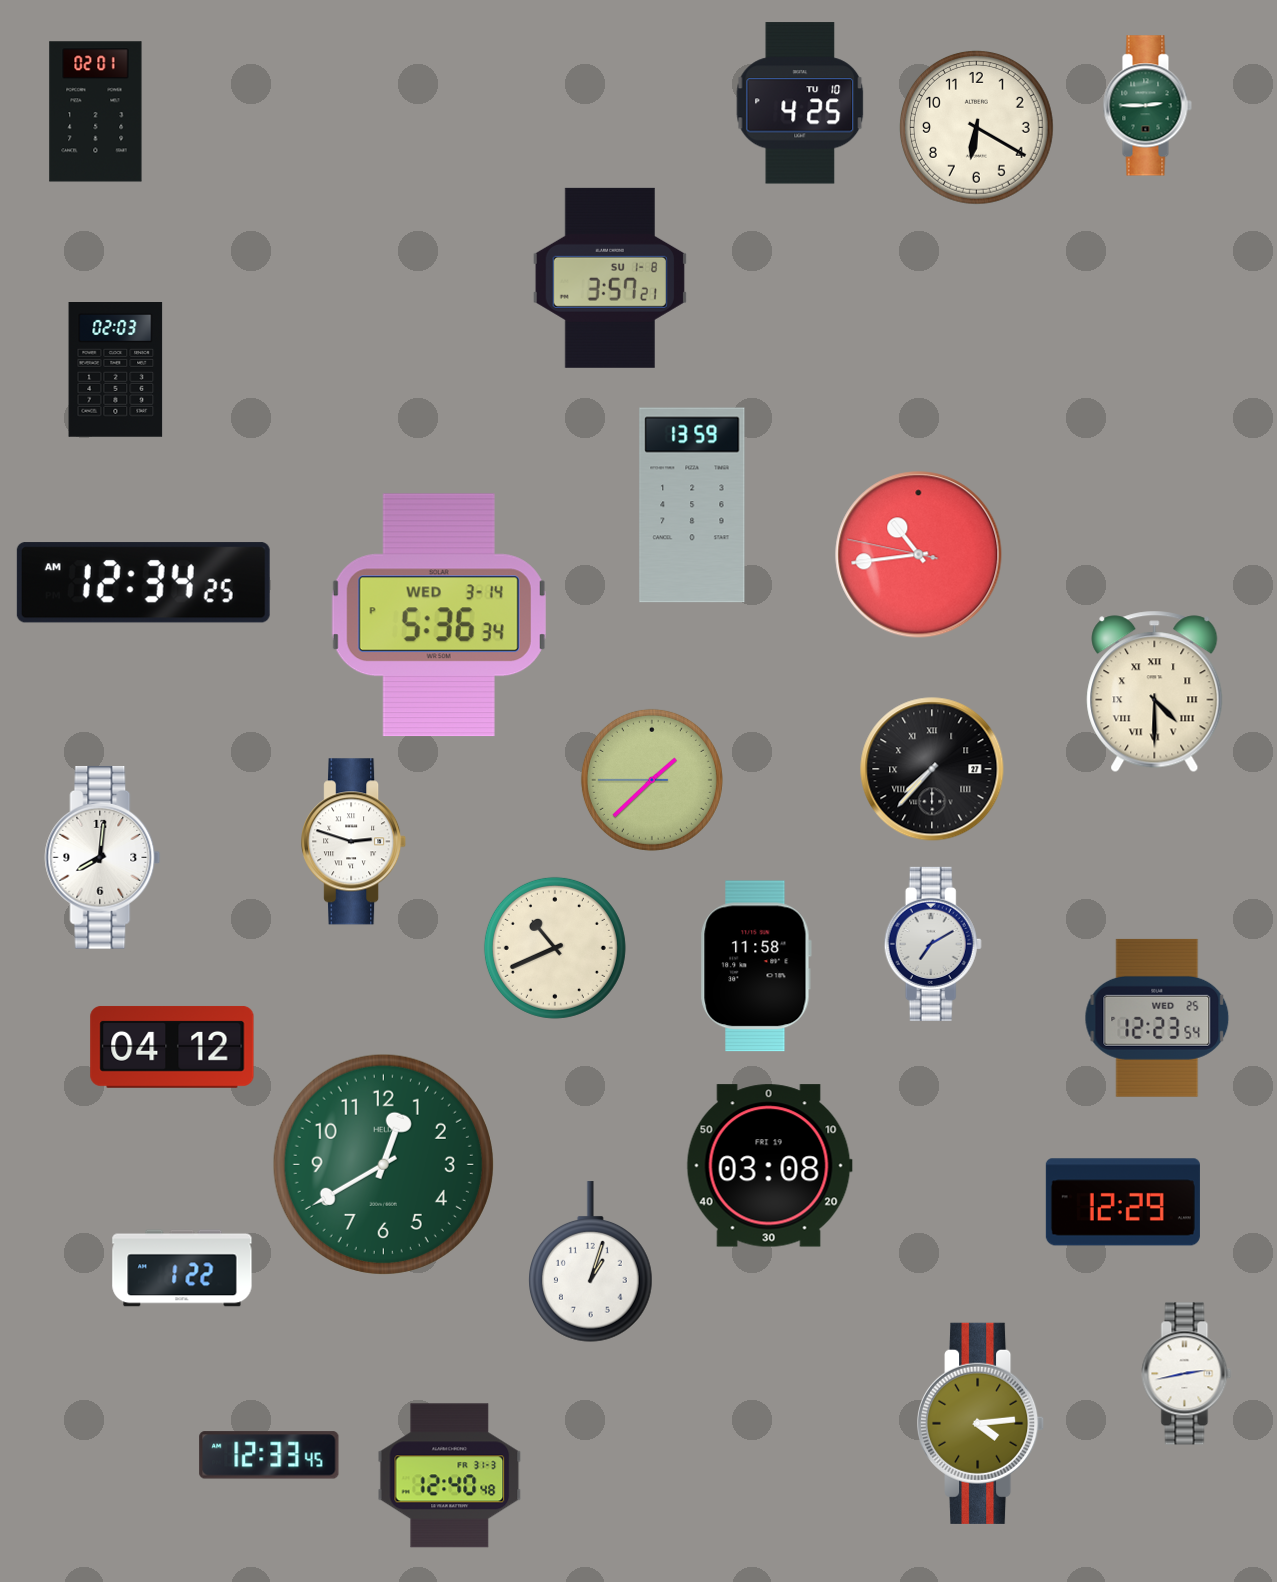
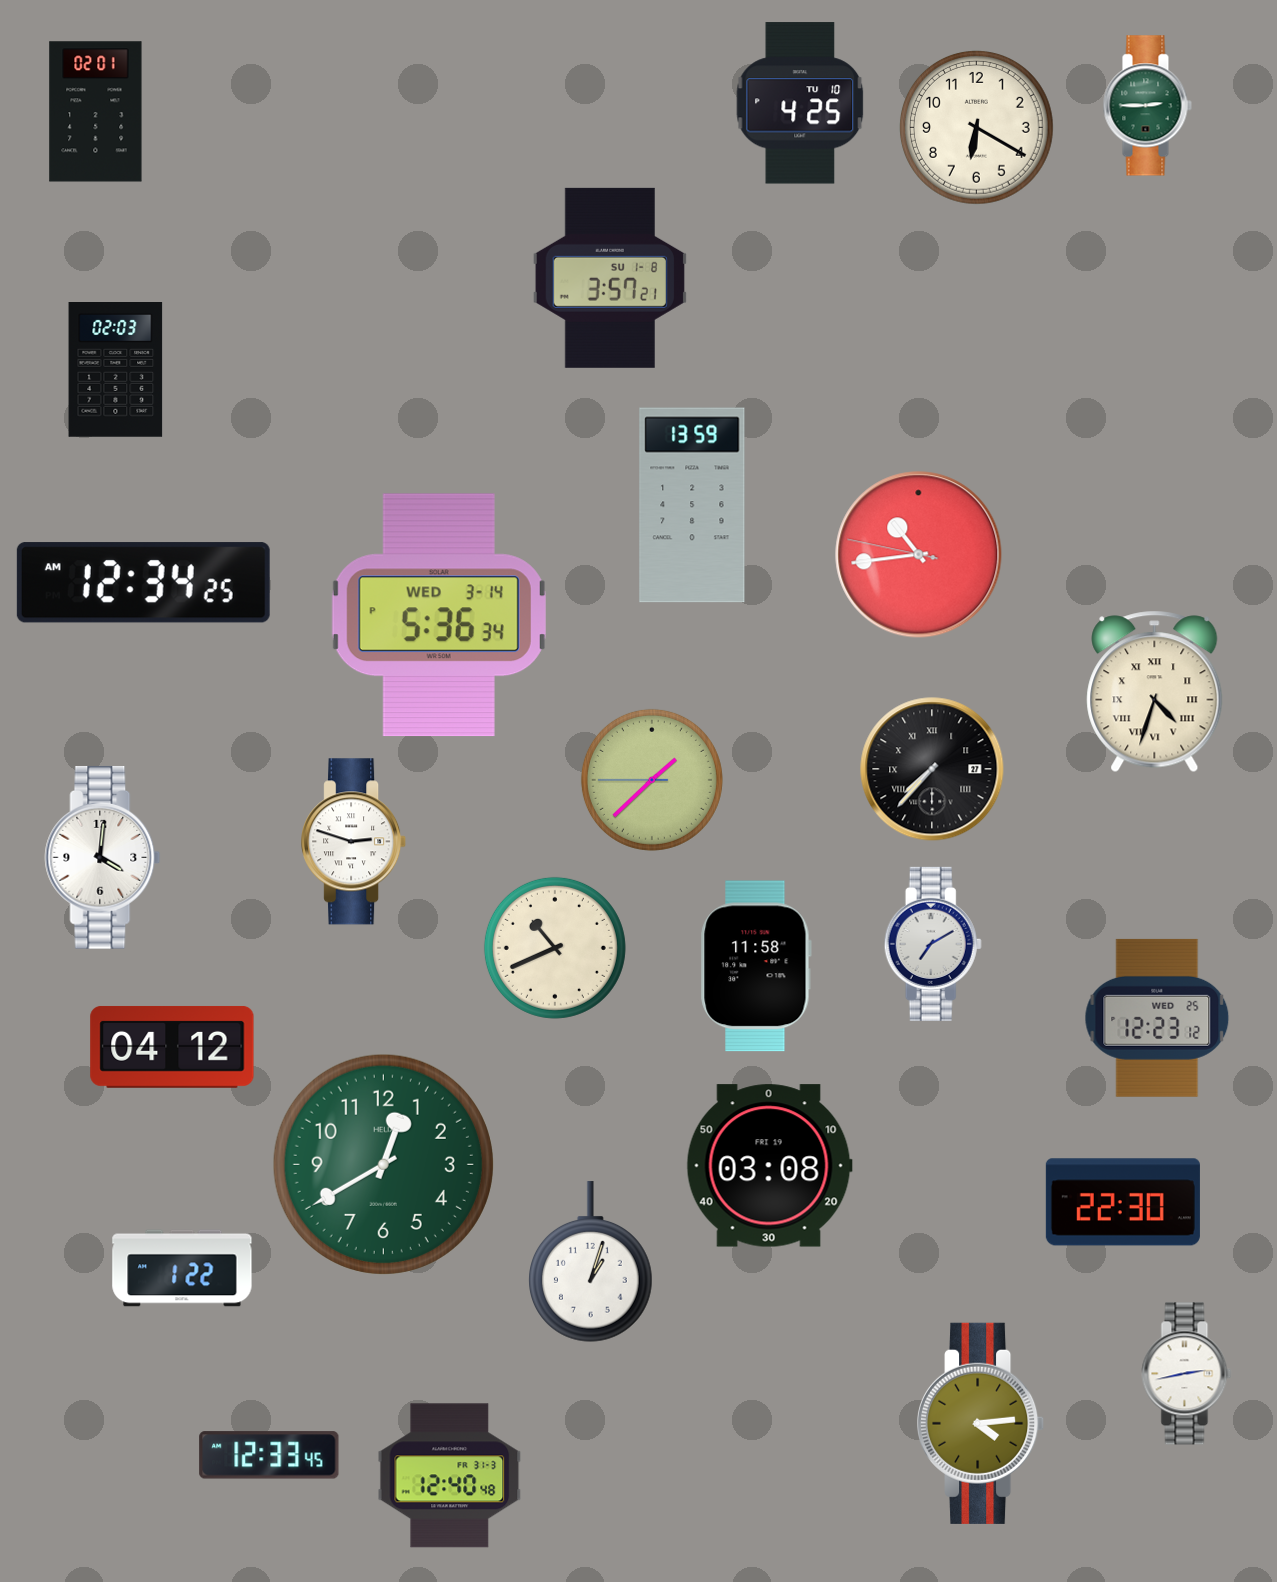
clock at (1155, 692): 4:30 -> 4:33
clock at (103, 857): 8:01 -> 4:01
clock at (1157, 1018): 12:23:54 -> 12:23:12
clock at (1123, 1202): 12:29 -> 22:30
